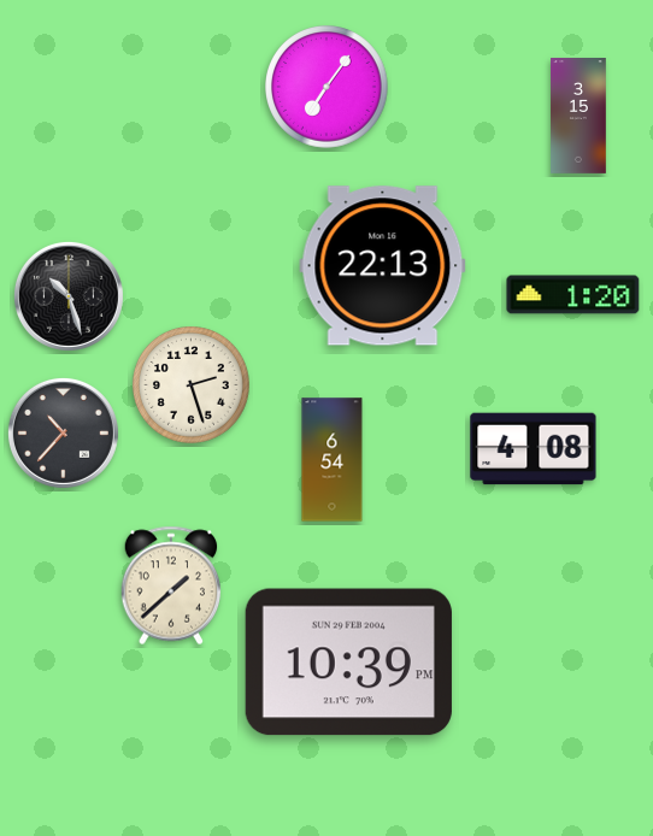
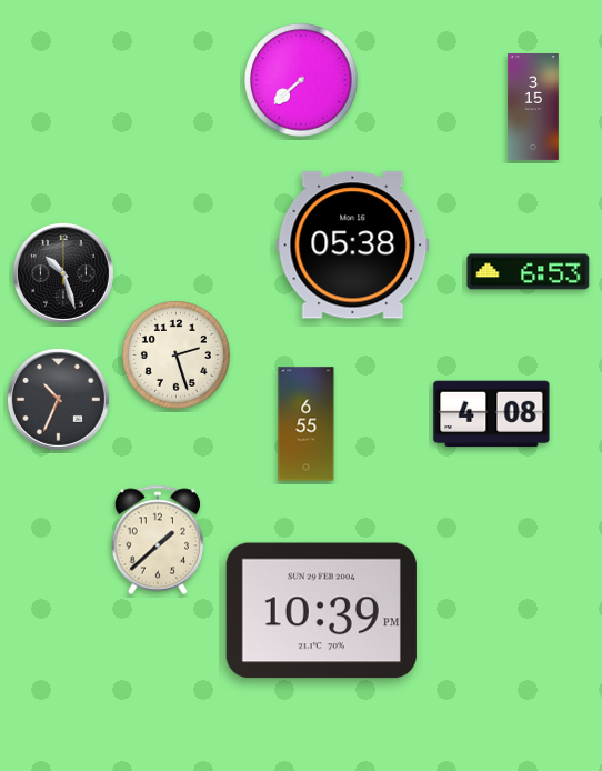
clock at (328, 88): 7:06 -> 7:38
clock at (383, 266): 22:13 -> 05:38
clock at (573, 295): 1:20 -> 6:53
clock at (63, 432): 10:37 -> 10:34
clock at (333, 460): 6:54 -> 6:55
